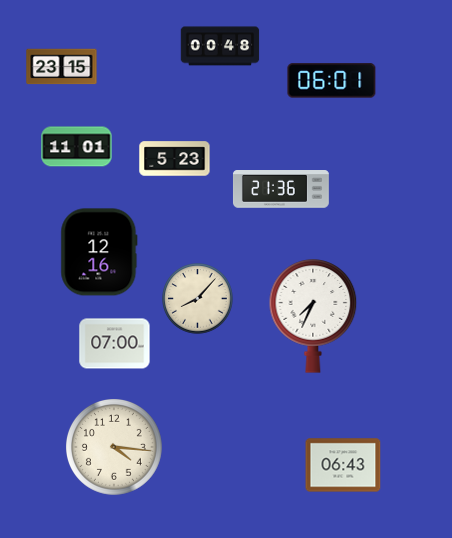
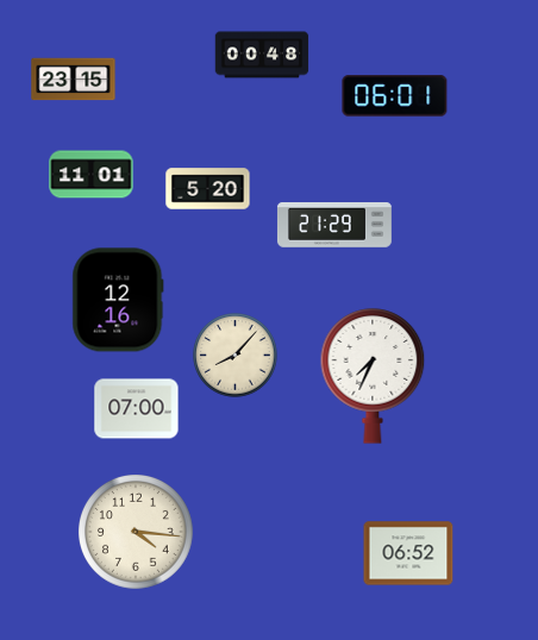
clock at (175, 159): 5:23 -> 5:20
clock at (281, 190): 21:36 -> 21:29
clock at (343, 465): 06:43 -> 06:52
